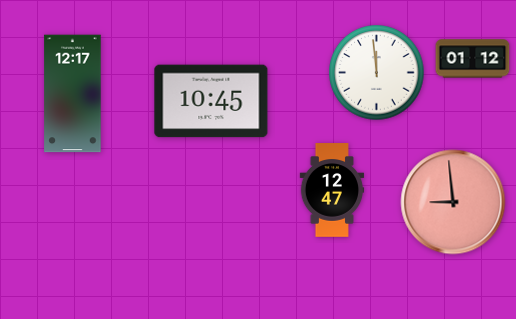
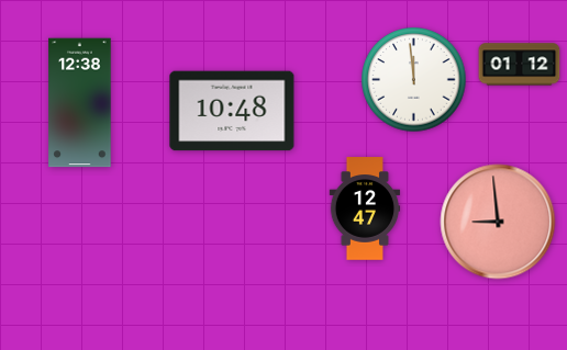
clock at (73, 94): 12:17 -> 12:38
clock at (211, 101): 10:45 -> 10:48
